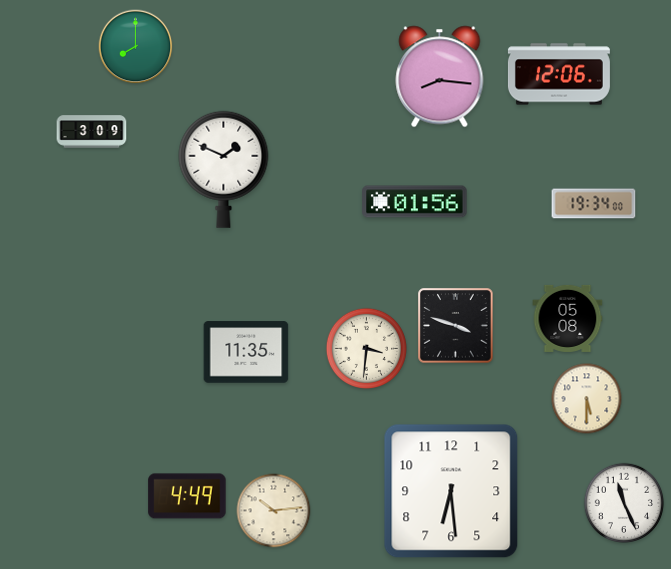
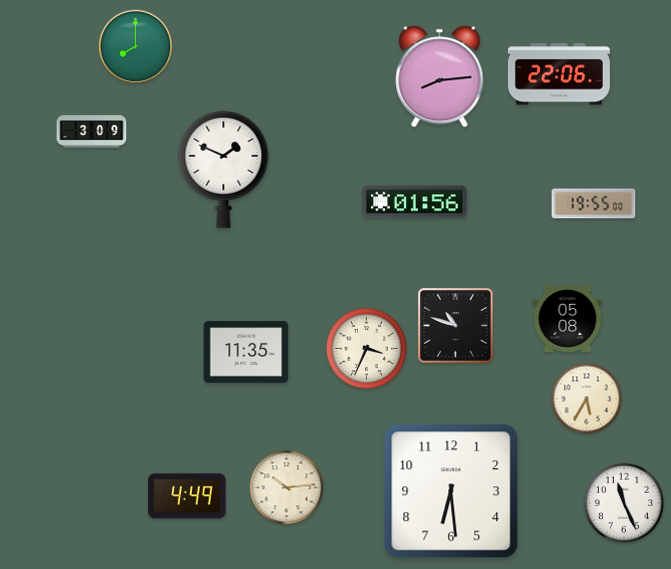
clock at (559, 74): 12:06 -> 22:06
clock at (440, 77): 8:16 -> 8:14
clock at (594, 204): 19:34 -> 19:55
clock at (456, 326): 3:48 -> 10:48
clock at (366, 348): 3:31 -> 3:34
clock at (587, 399): 5:30 -> 5:35
clock at (274, 511) position: (274, 511) -> (287, 488)
